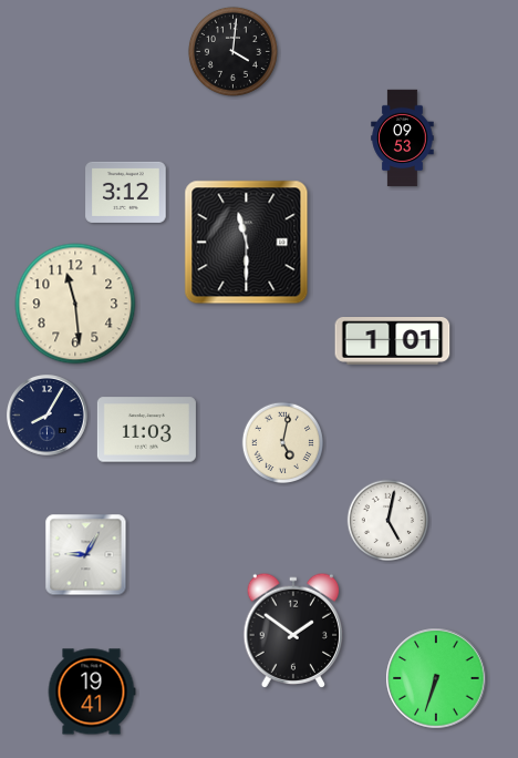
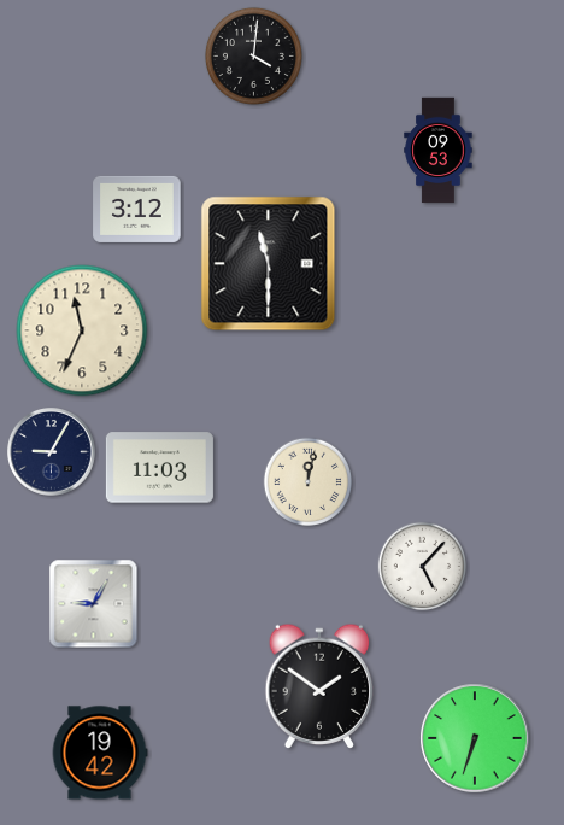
clock at (75, 304): 11:29 -> 11:34
clock at (393, 341): 1:01 -> none
clock at (48, 416): 8:05 -> 9:05
clock at (283, 443): 5:02 -> 12:02
clock at (388, 521): 5:02 -> 5:07
clock at (92, 692): 19:41 -> 19:42
